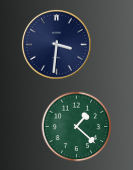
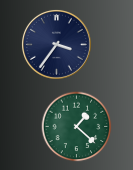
clock at (56, 44): 3:31 -> 3:36
